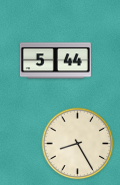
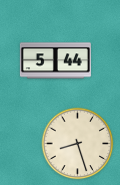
clock at (78, 144): 8:25 -> 8:27
